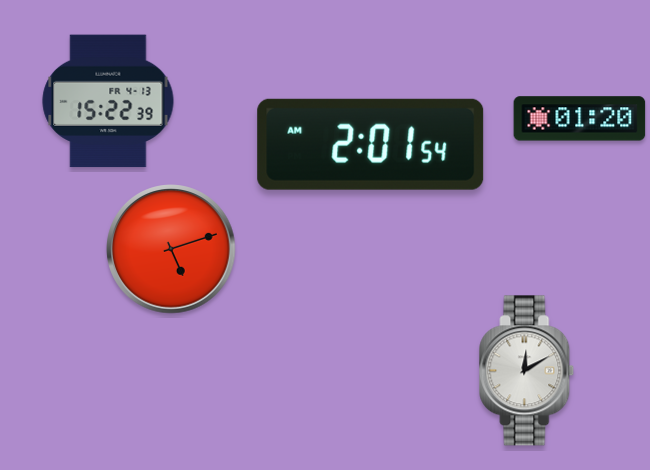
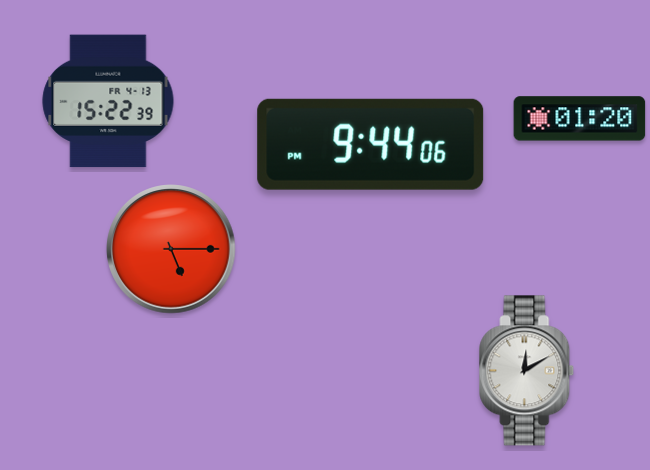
clock at (371, 144): 2:01 -> 9:44
clock at (171, 249): 5:12 -> 5:15
